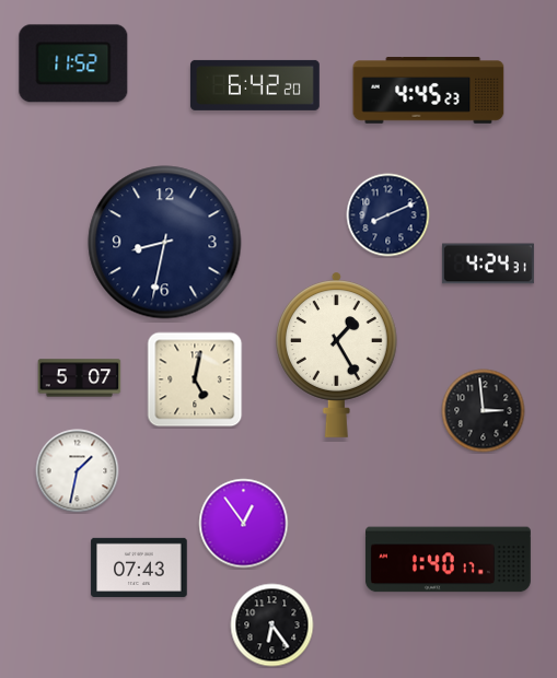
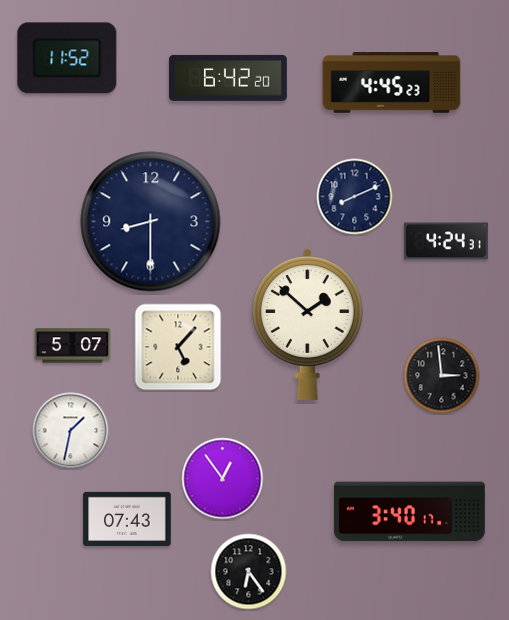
clock at (255, 85) position: (255, 85) -> (228, 78)
clock at (165, 243): 8:32 -> 8:30
clock at (337, 354): 1:25 -> 1:52
clock at (195, 379): 5:02 -> 5:07
clock at (448, 560): 1:40 -> 3:40
